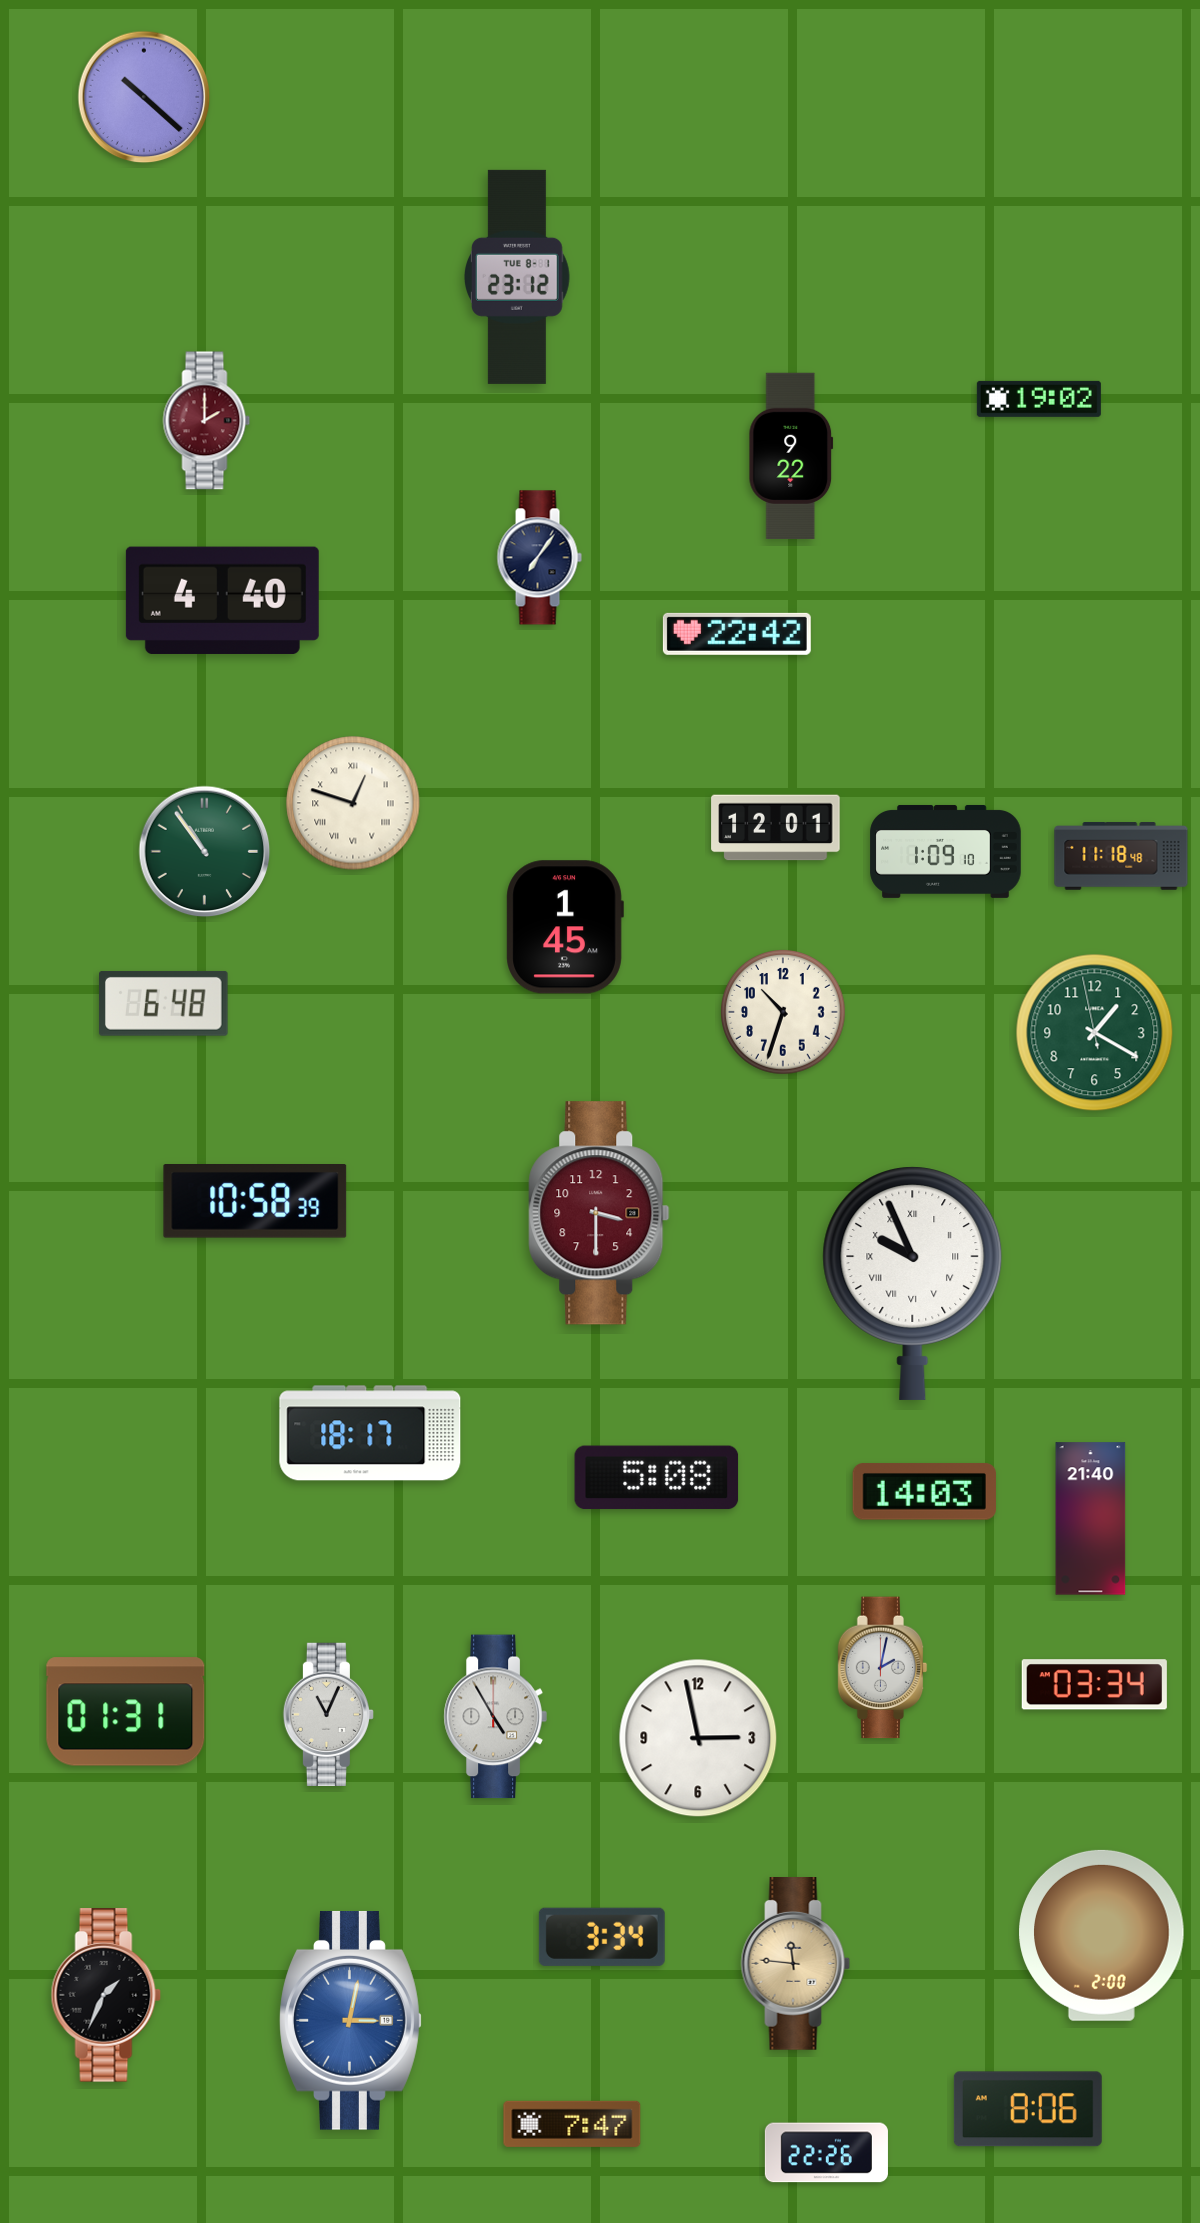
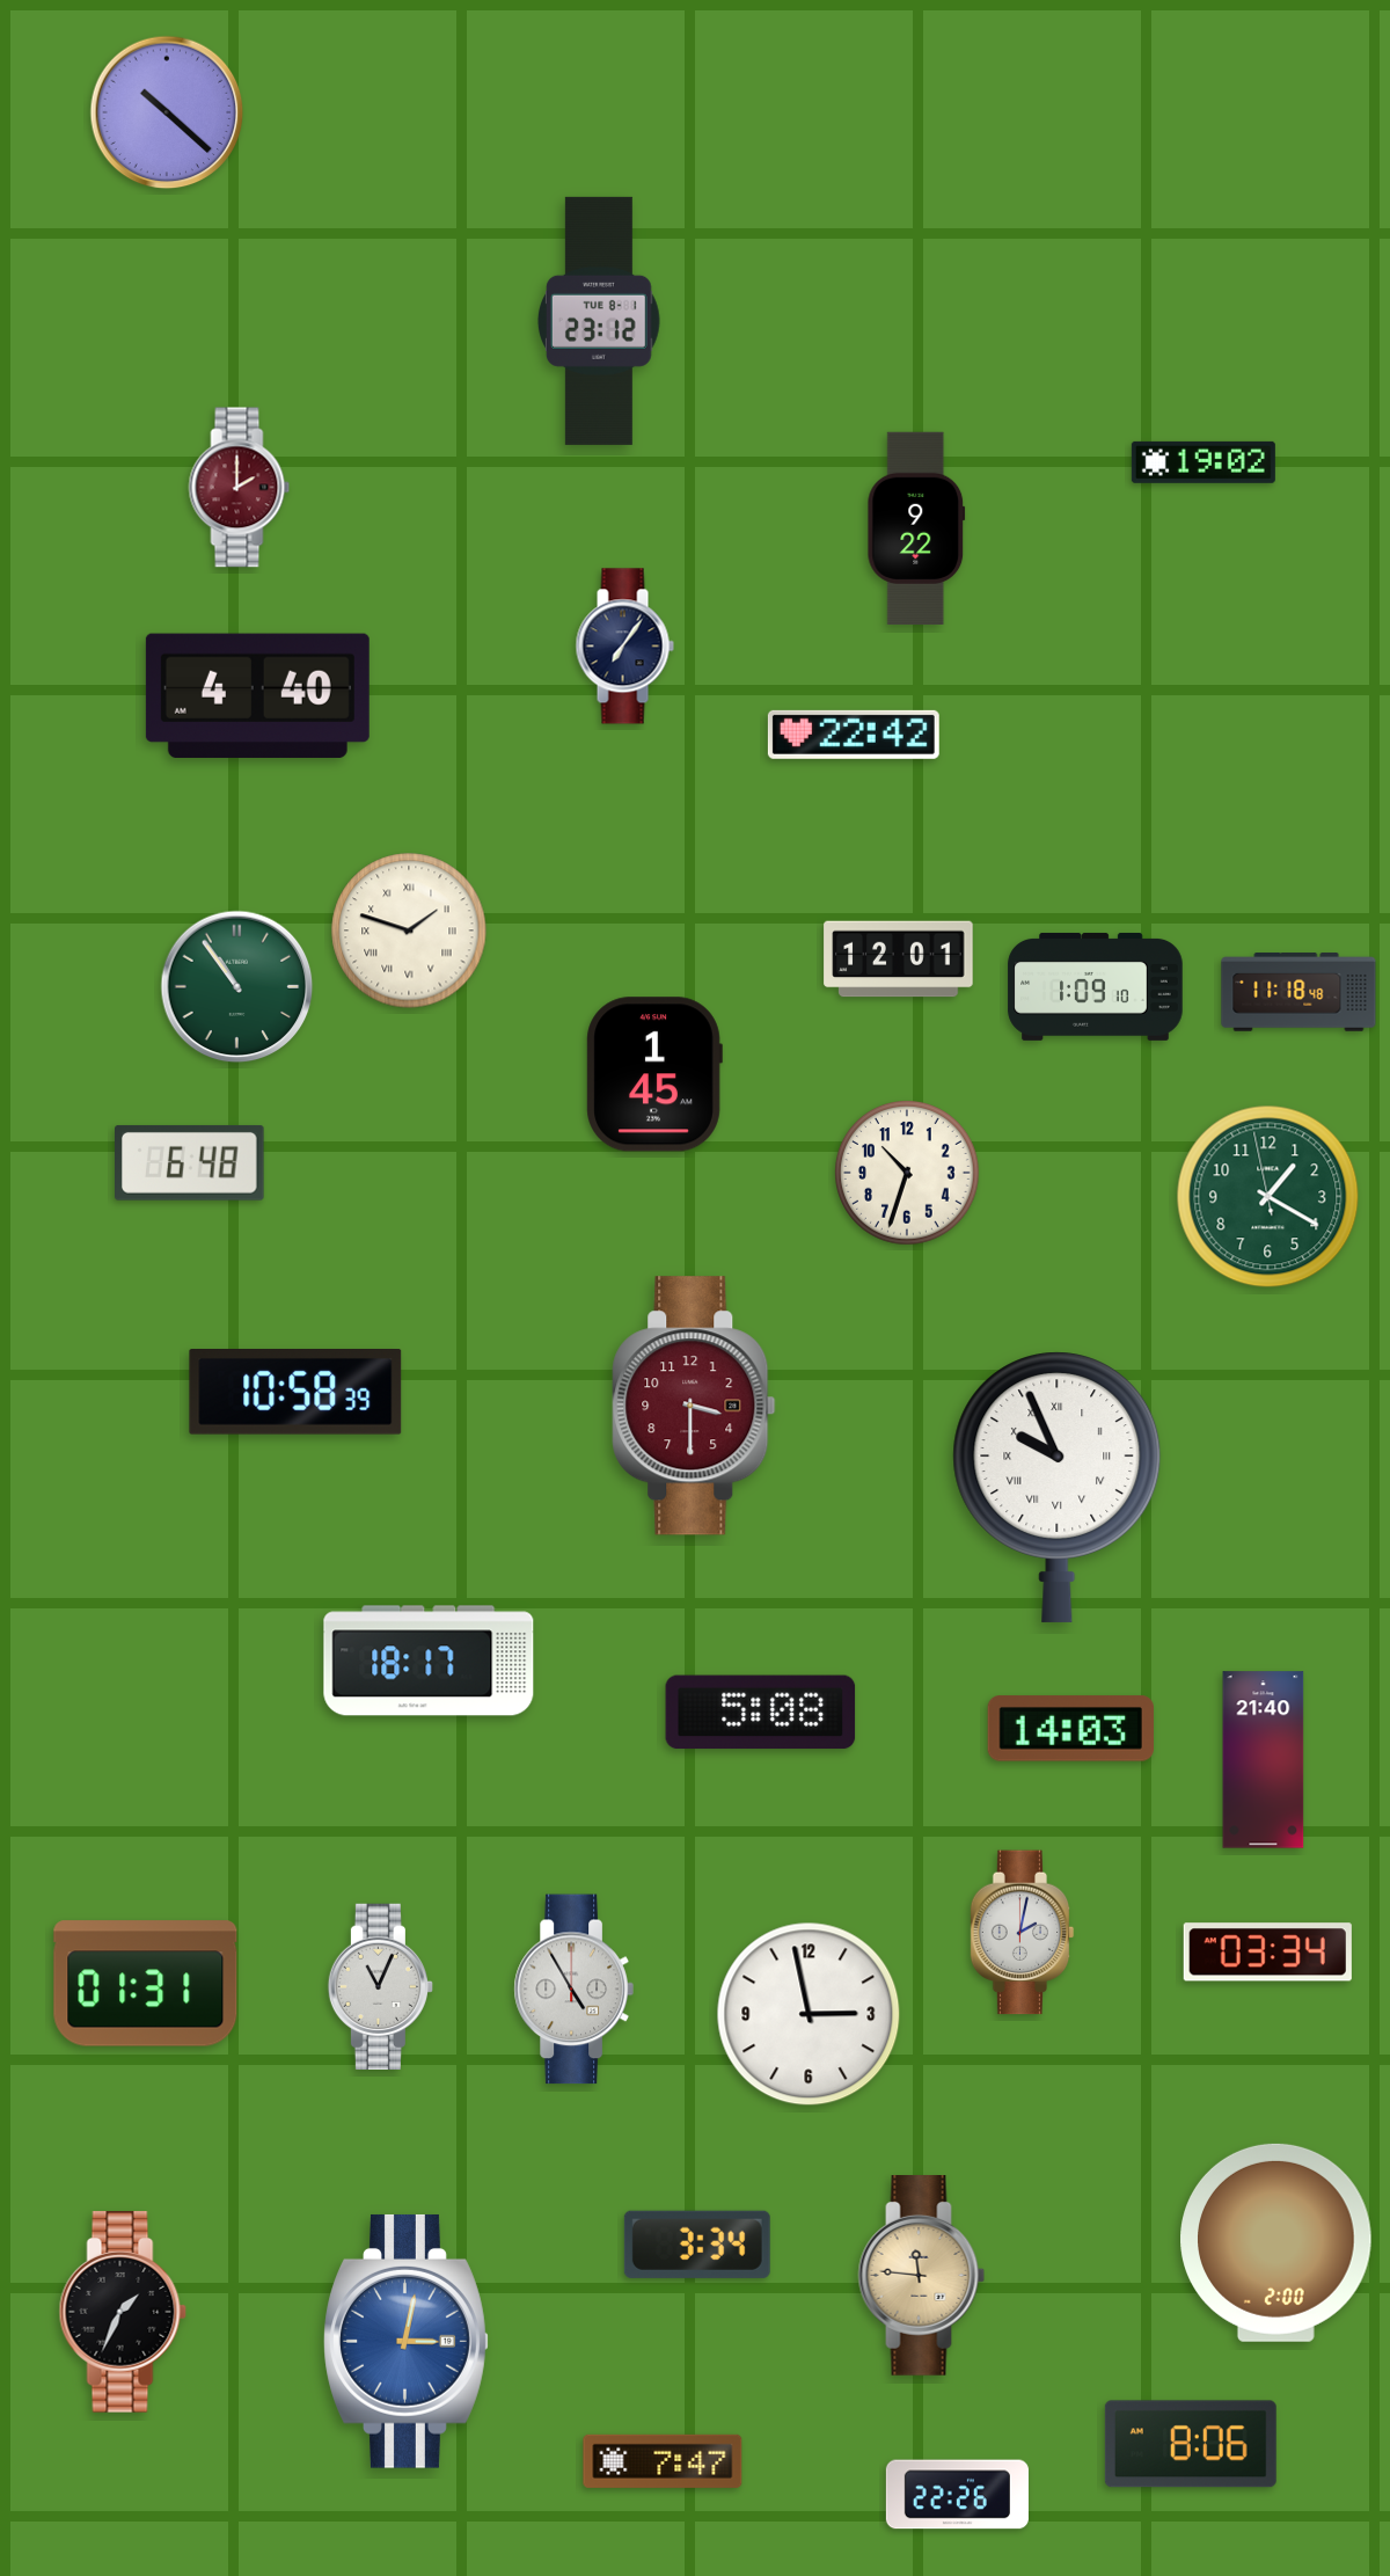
clock at (353, 803): 12:48 -> 1:48
